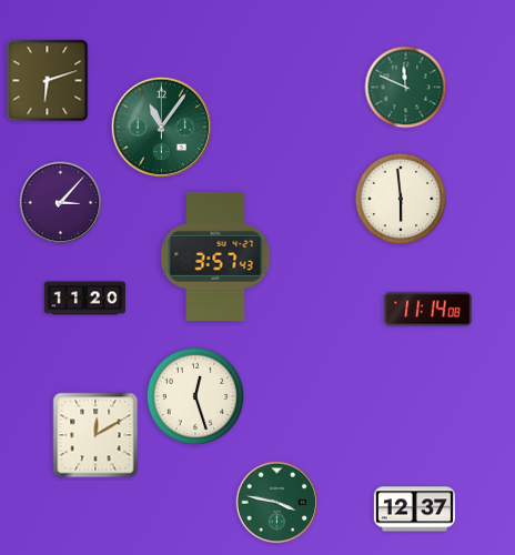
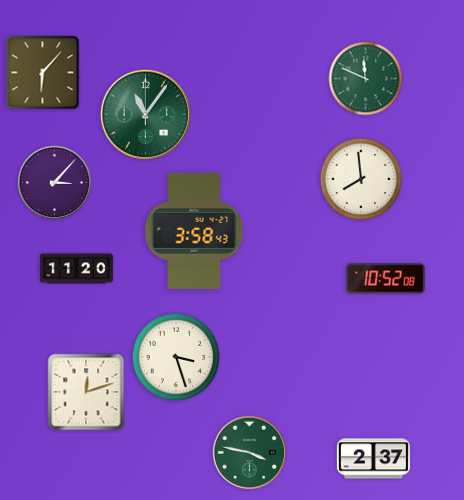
clock at (48, 81): 6:12 -> 6:07
clock at (401, 199): 5:59 -> 7:59
clock at (215, 256): 3:57 -> 3:58
clock at (428, 310): 11:14 -> 10:52
clock at (194, 395): 12:27 -> 3:27
clock at (95, 435): 12:10 -> 12:12
clock at (414, 509): 12:37 -> 2:37
